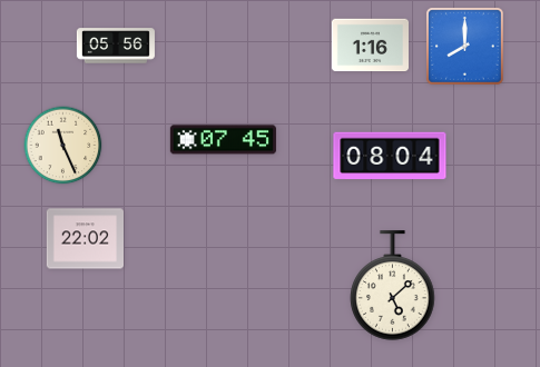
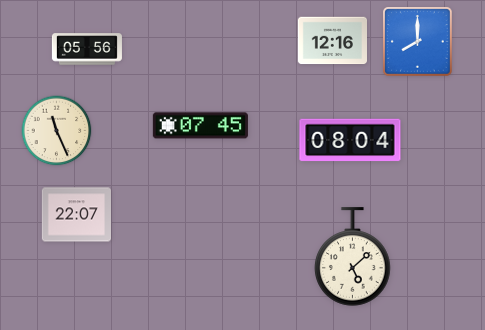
clock at (116, 46) position: (116, 46) -> (87, 49)
clock at (370, 46): 1:16 -> 12:16
clock at (85, 239): 22:02 -> 22:07
